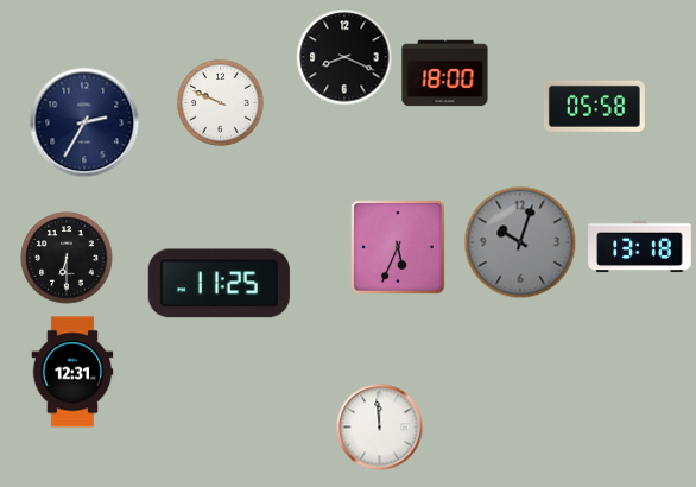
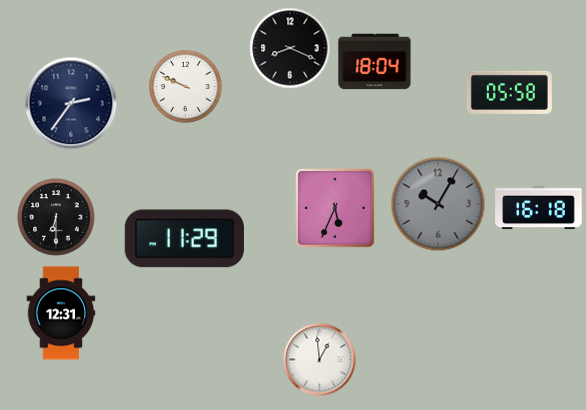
clock at (445, 74): 18:00 -> 18:04
clock at (594, 106) position: (594, 106) -> (509, 92)
clock at (84, 122): 2:35 -> 2:36
clock at (520, 242): 10:03 -> 10:05
clock at (640, 247): 13:18 -> 16:18
clock at (219, 284): 11:25 -> 11:29
clock at (380, 428): 11:59 -> 12:59
